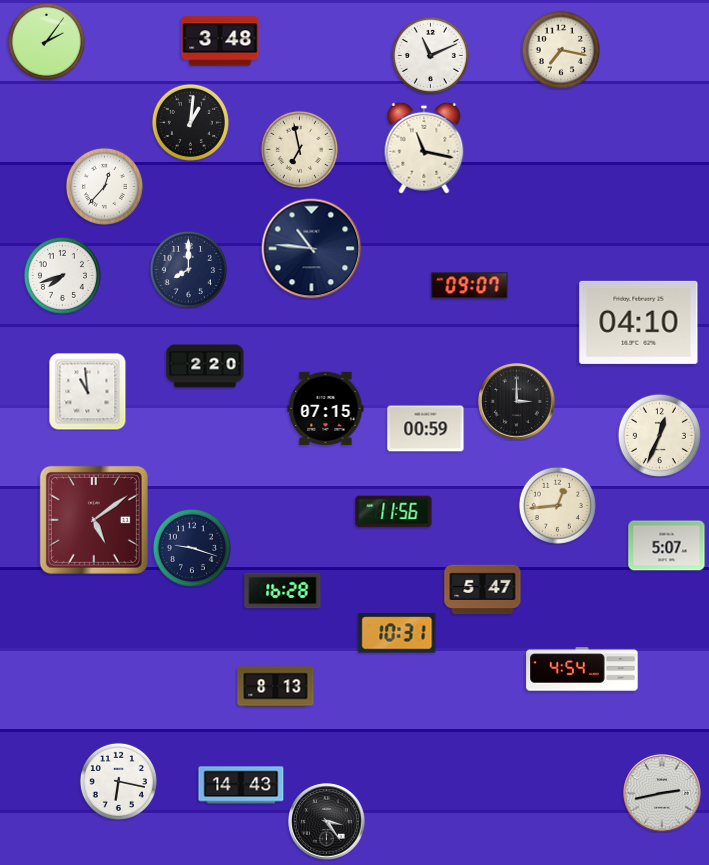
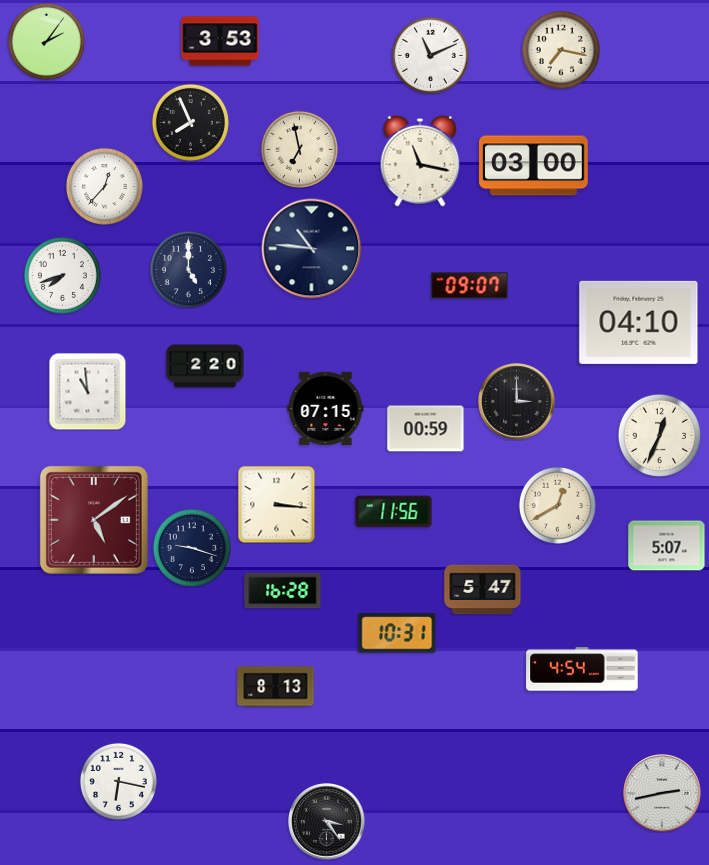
clock at (220, 41): 3:48 -> 3:53
clock at (190, 122): 1:01 -> 7:56
clock at (424, 148) position: (424, 148) -> (420, 161)
clock at (534, 166): none -> 03:00
clock at (188, 269): 8:00 -> 5:00
clock at (276, 504): none -> 3:16
clock at (557, 505): 12:44 -> 12:40
clock at (241, 785): 14:43 -> none
